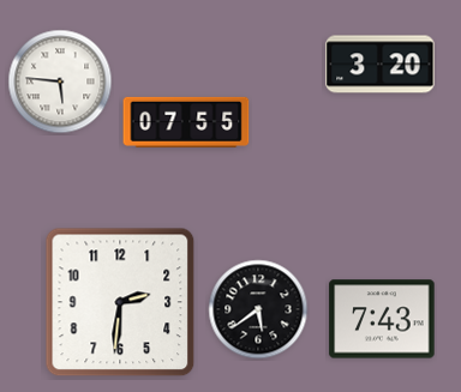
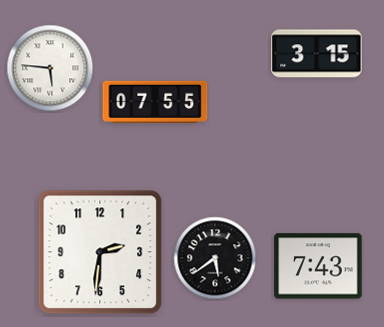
clock at (381, 65): 3:20 -> 3:15
